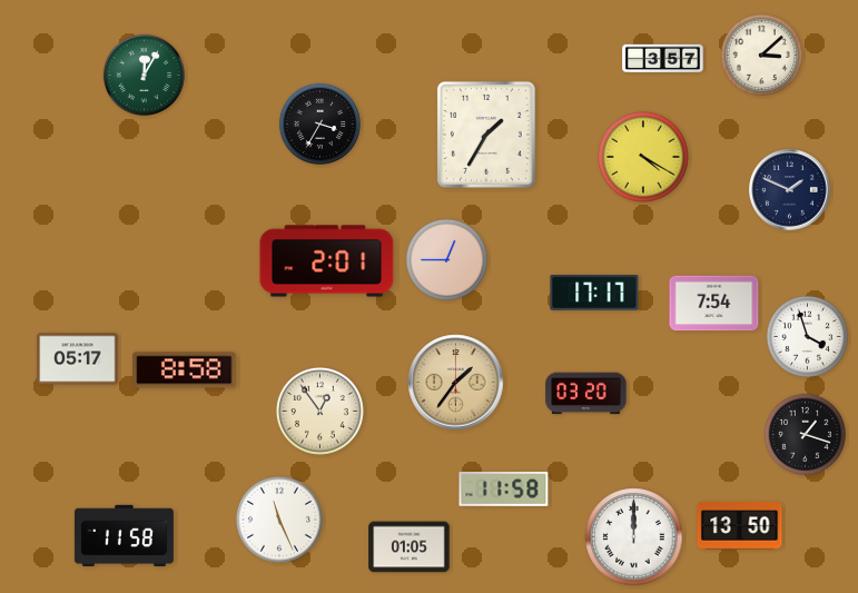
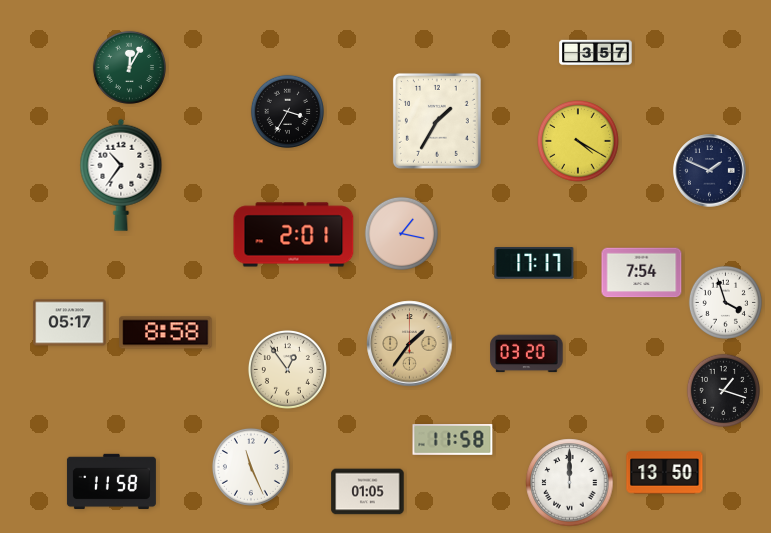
clock at (761, 55): 3:08 -> none
clock at (121, 175): none -> 10:36
clock at (446, 259): 12:45 -> 1:17
